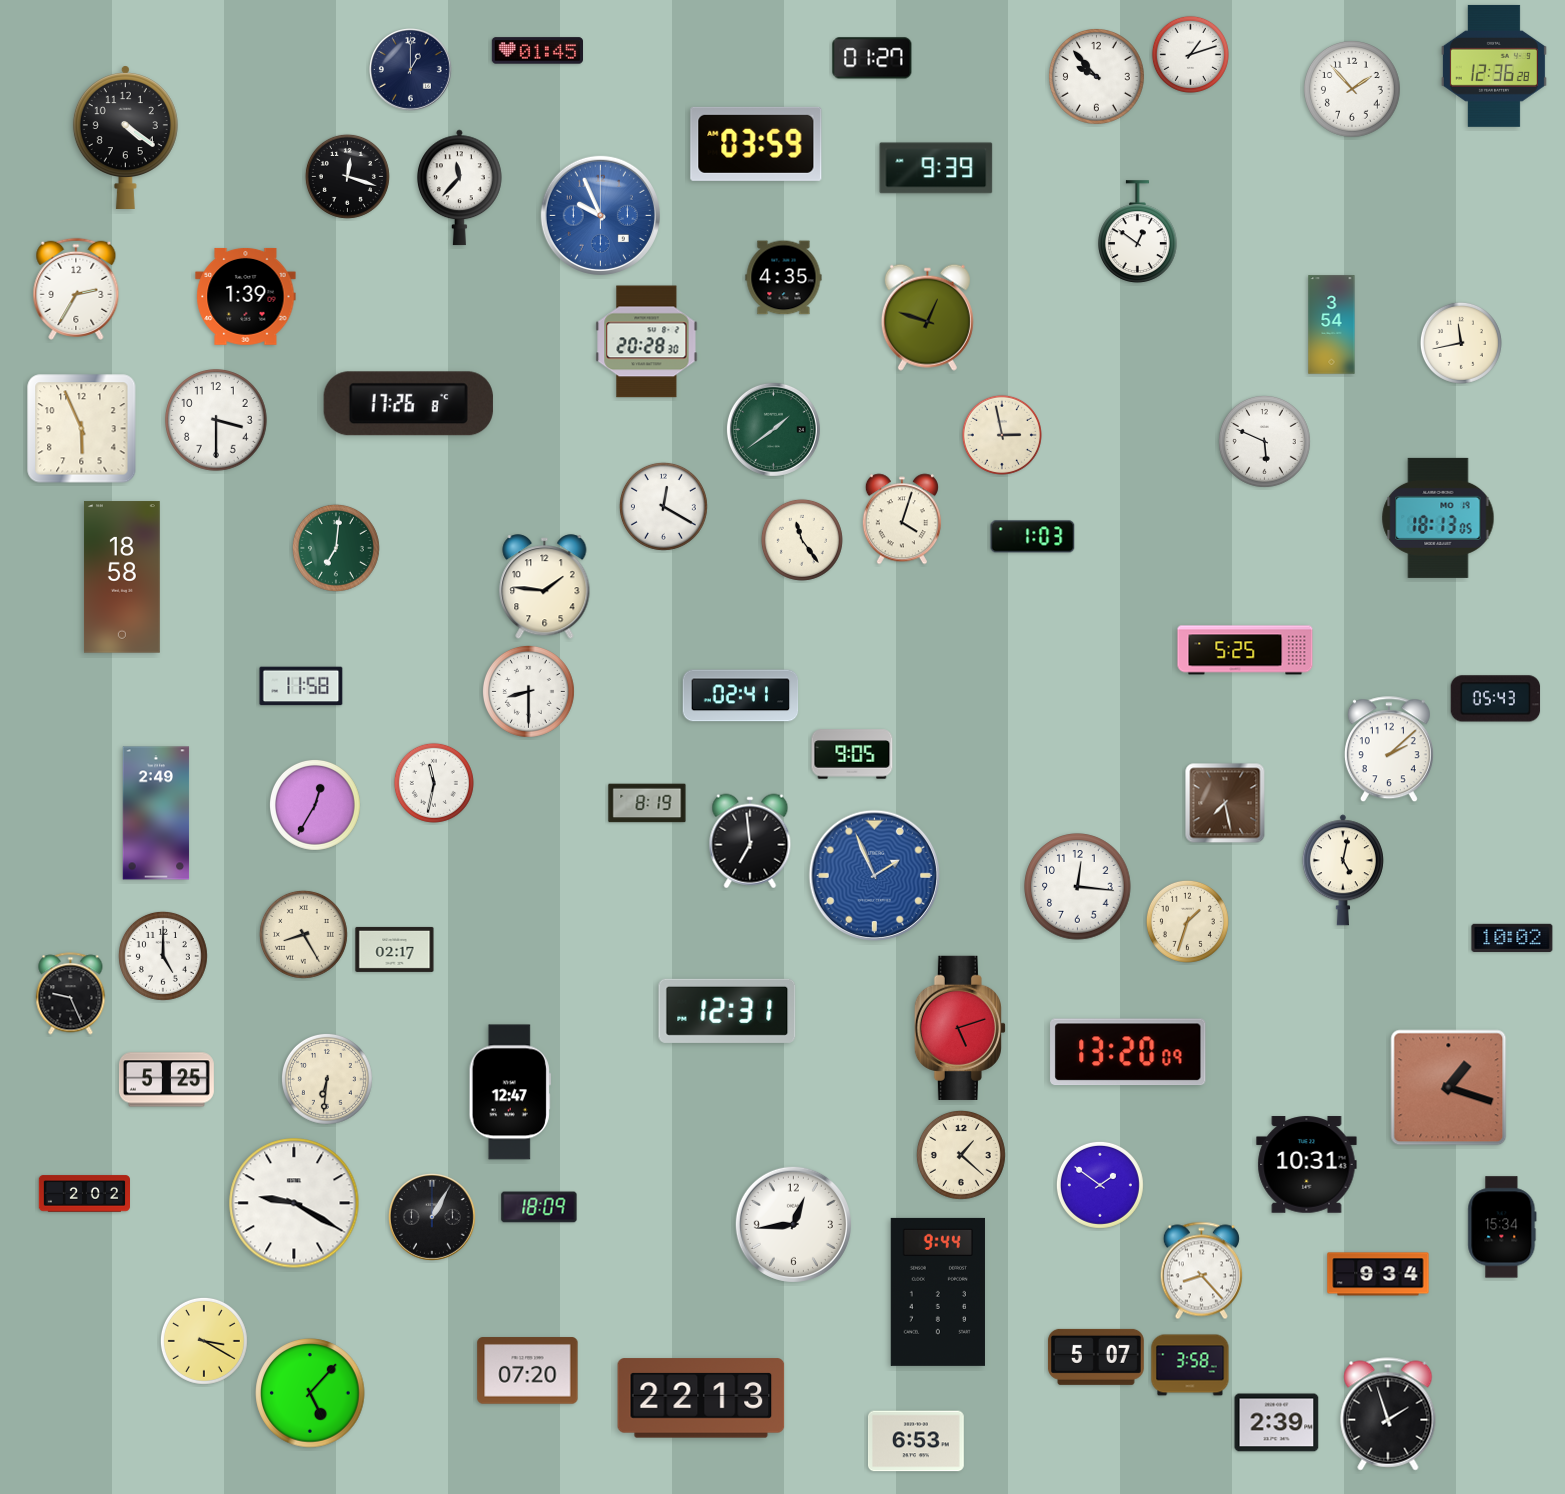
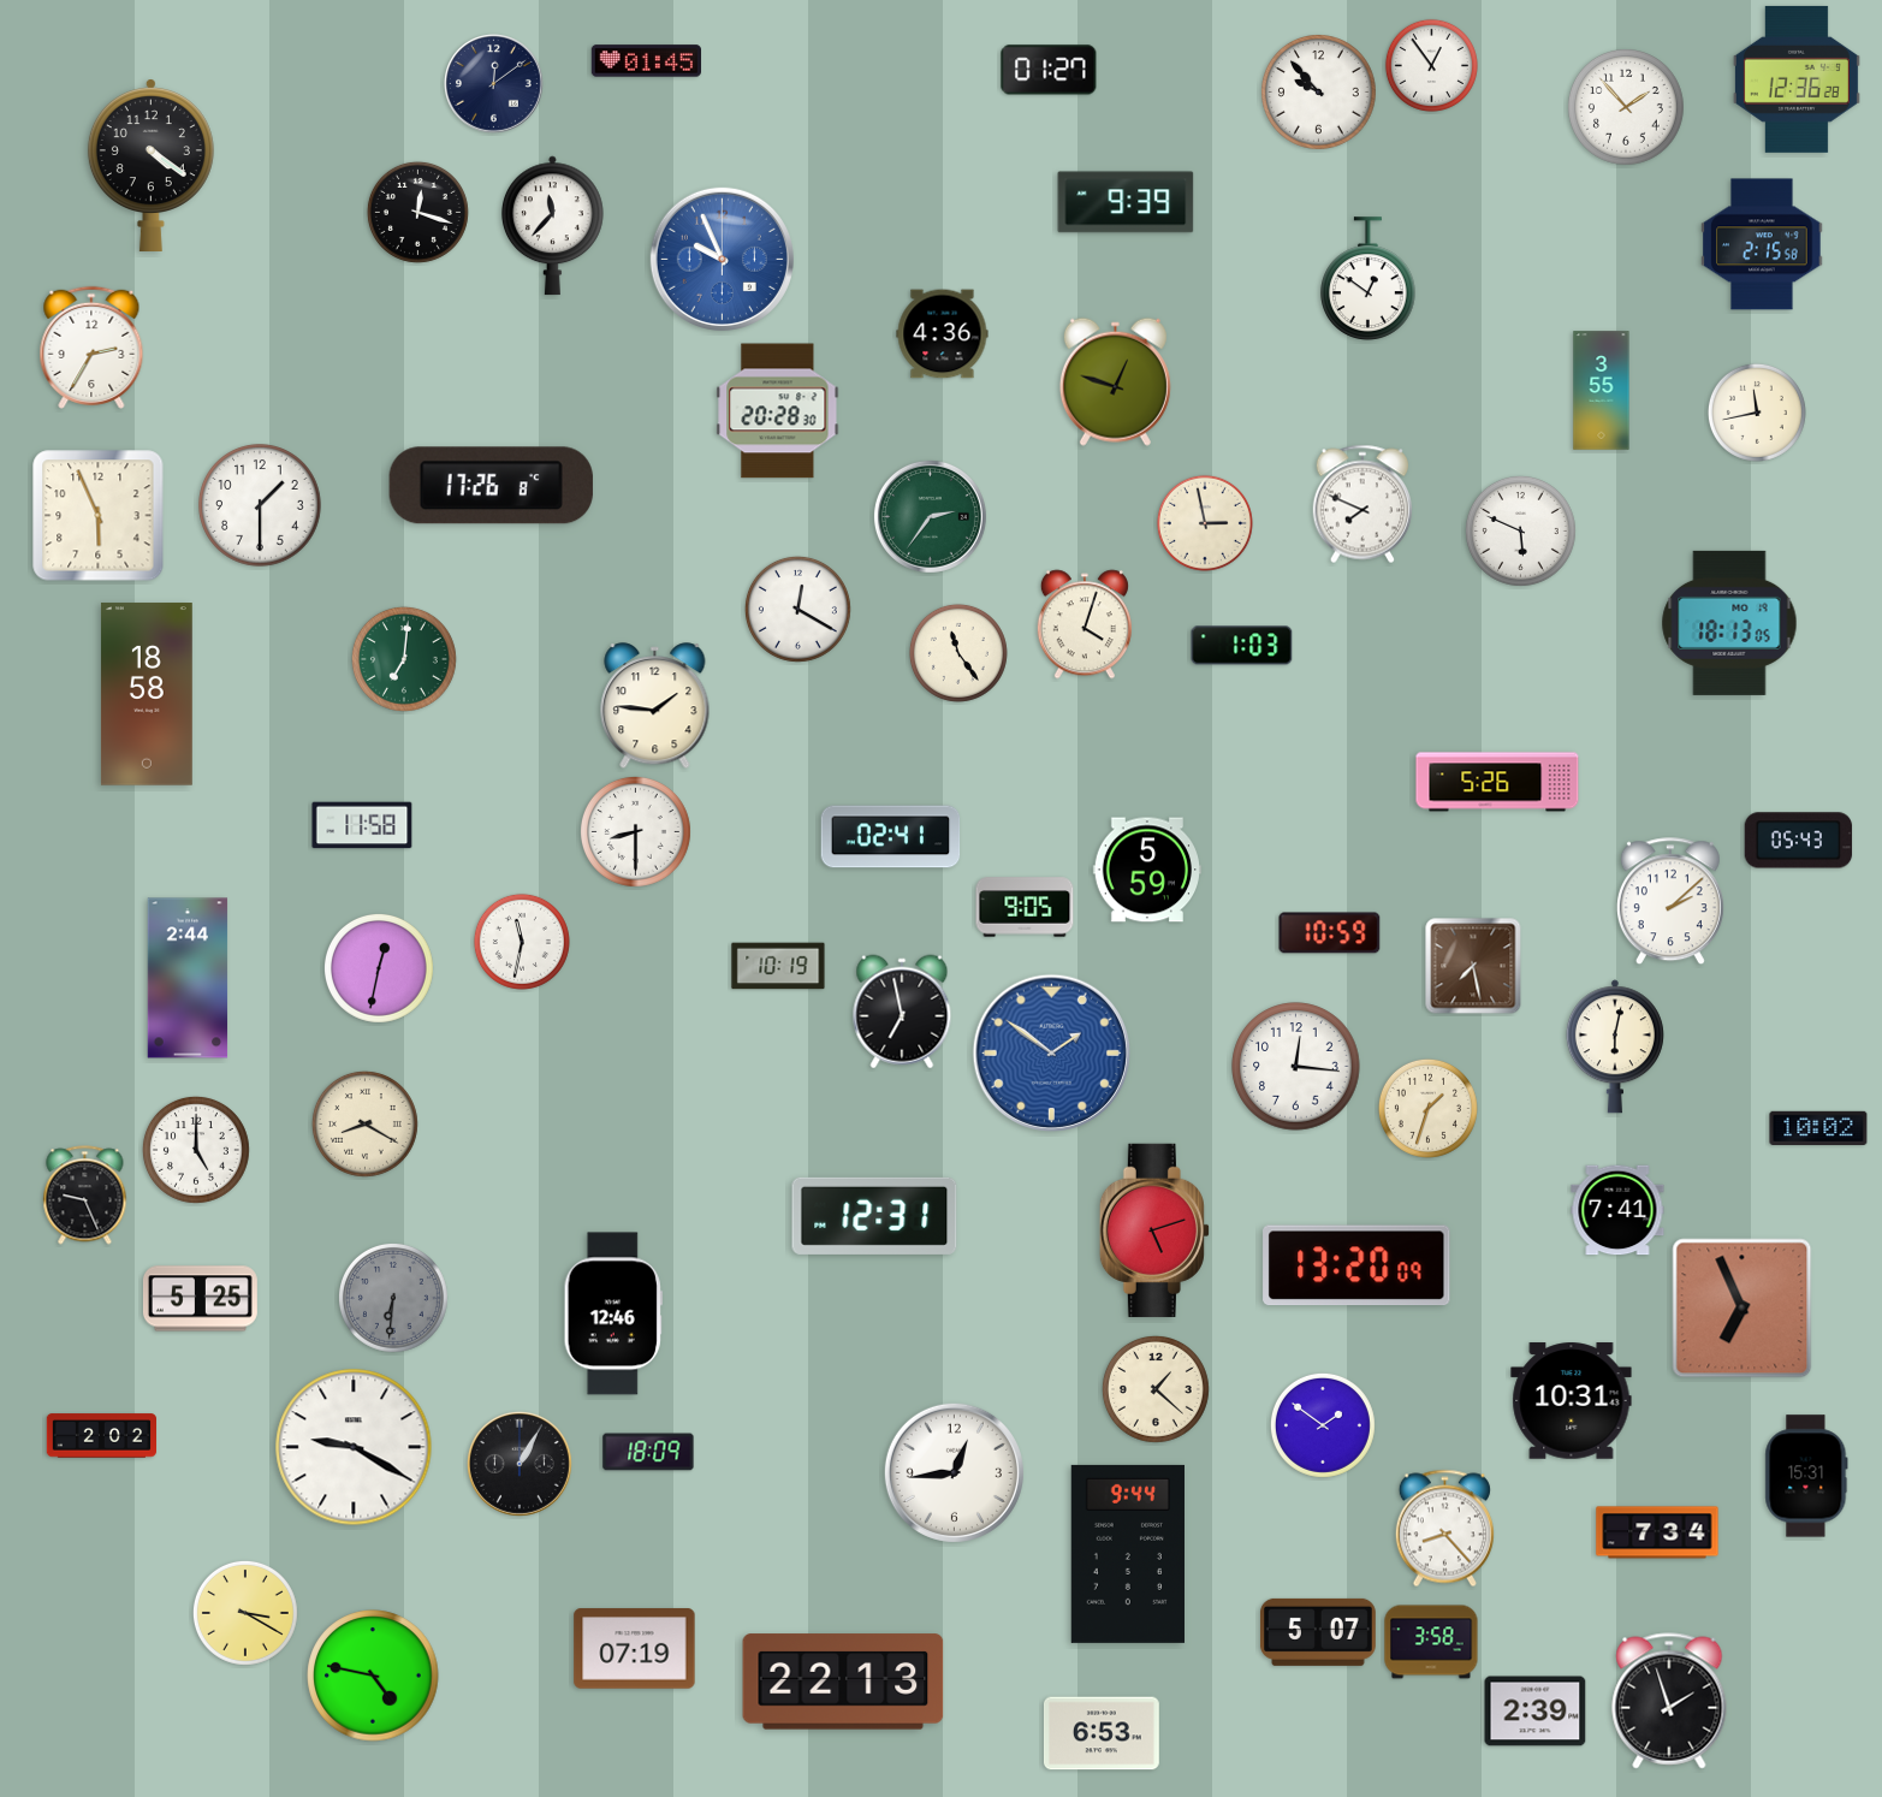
clock at (1190, 54): 1:12 -> 12:54
clock at (411, 70): 1:00 -> 12:09
clock at (756, 144): 03:59 -> none
clock at (1762, 244): none -> 2:15
clock at (784, 278): 4:35 -> 4:36
clock at (246, 296): 1:39 -> none
clock at (1332, 325): 3:54 -> 3:55
clock at (1362, 504): none -> 7:49
clock at (216, 420): 3:30 -> 1:30
clock at (773, 429): 1:39 -> 2:36
clock at (802, 540) position: (802, 540) -> (958, 653)
clock at (1245, 650): 5:25 -> 5:26
clock at (1147, 870): none -> 5:59
clock at (1330, 933): none -> 10:59
clock at (647, 803): 8:19 -> 10:19
clock at (315, 805): 12:35 -> 12:32
clock at (156, 813): 2:49 -> 2:44
clock at (750, 841): 6:59 -> 6:58
clock at (1343, 870): 5:02 -> 6:02
clock at (874, 875): 1:56 -> 1:51
clock at (303, 934): 8:25 -> 8:20
clock at (395, 949): 02:17 -> none
clock at (1617, 1210): none -> 7:41
clock at (960, 1028) position: (960, 1028) -> (1154, 1230)
clock at (327, 1079) dial: cream -> grey
clock at (1449, 1088): 1:18 -> 6:56
clock at (510, 1092): 12:47 -> 12:46
clock at (1502, 1227): 15:34 -> 15:31
clock at (1378, 1274): 9:34 -> 7:34
clock at (528, 1371): 07:20 -> 07:19
clock at (310, 1393): 5:07 -> 4:47
